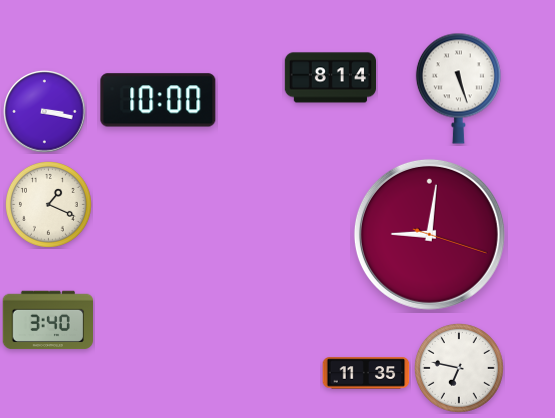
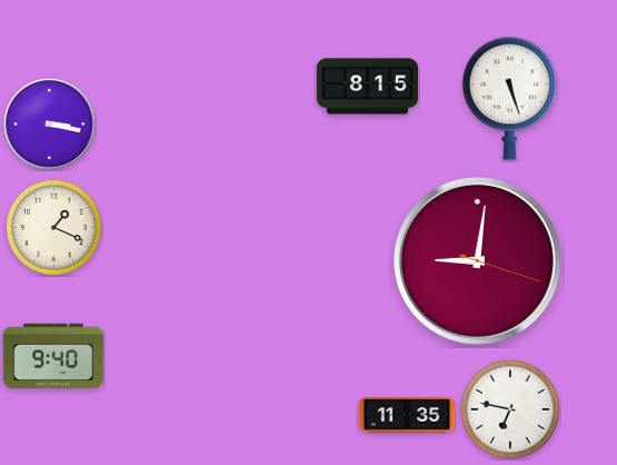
clock at (331, 78): 8:14 -> 8:15
clock at (158, 100): 10:00 -> none
clock at (48, 320): 3:40 -> 9:40
